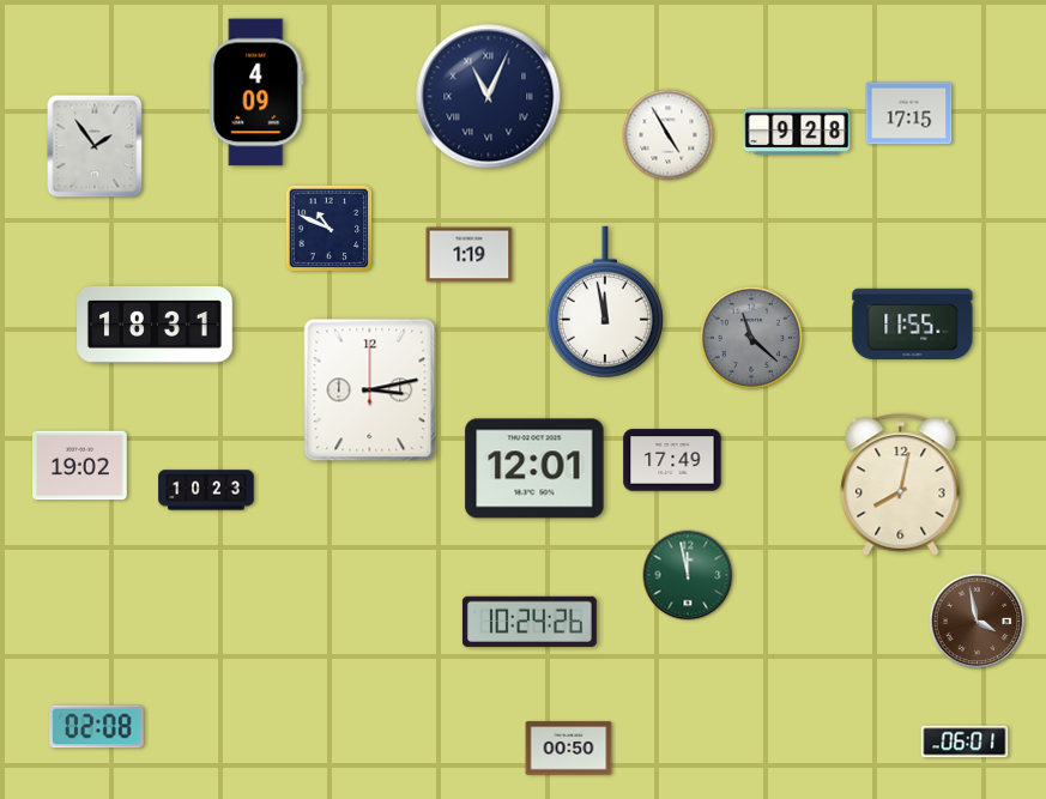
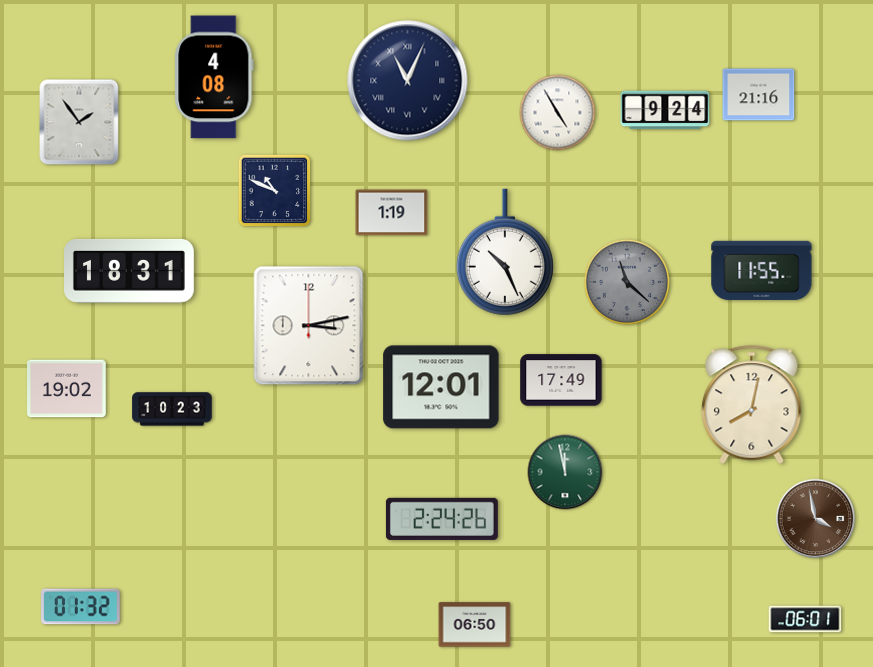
clock at (256, 92): 4:09 -> 4:08
clock at (909, 114): 17:15 -> 21:16
clock at (797, 132): 9:28 -> 9:24
clock at (605, 302): 11:58 -> 10:26
clock at (672, 460) position: (672, 460) -> (561, 380)
clock at (534, 468) position: (534, 468) -> (441, 387)
clock at (688, 575) position: (688, 575) -> (565, 472)
clock at (530, 622): 10:24 -> 2:24
clock at (97, 727): 02:08 -> 01:32
clock at (569, 749): 00:50 -> 06:50
